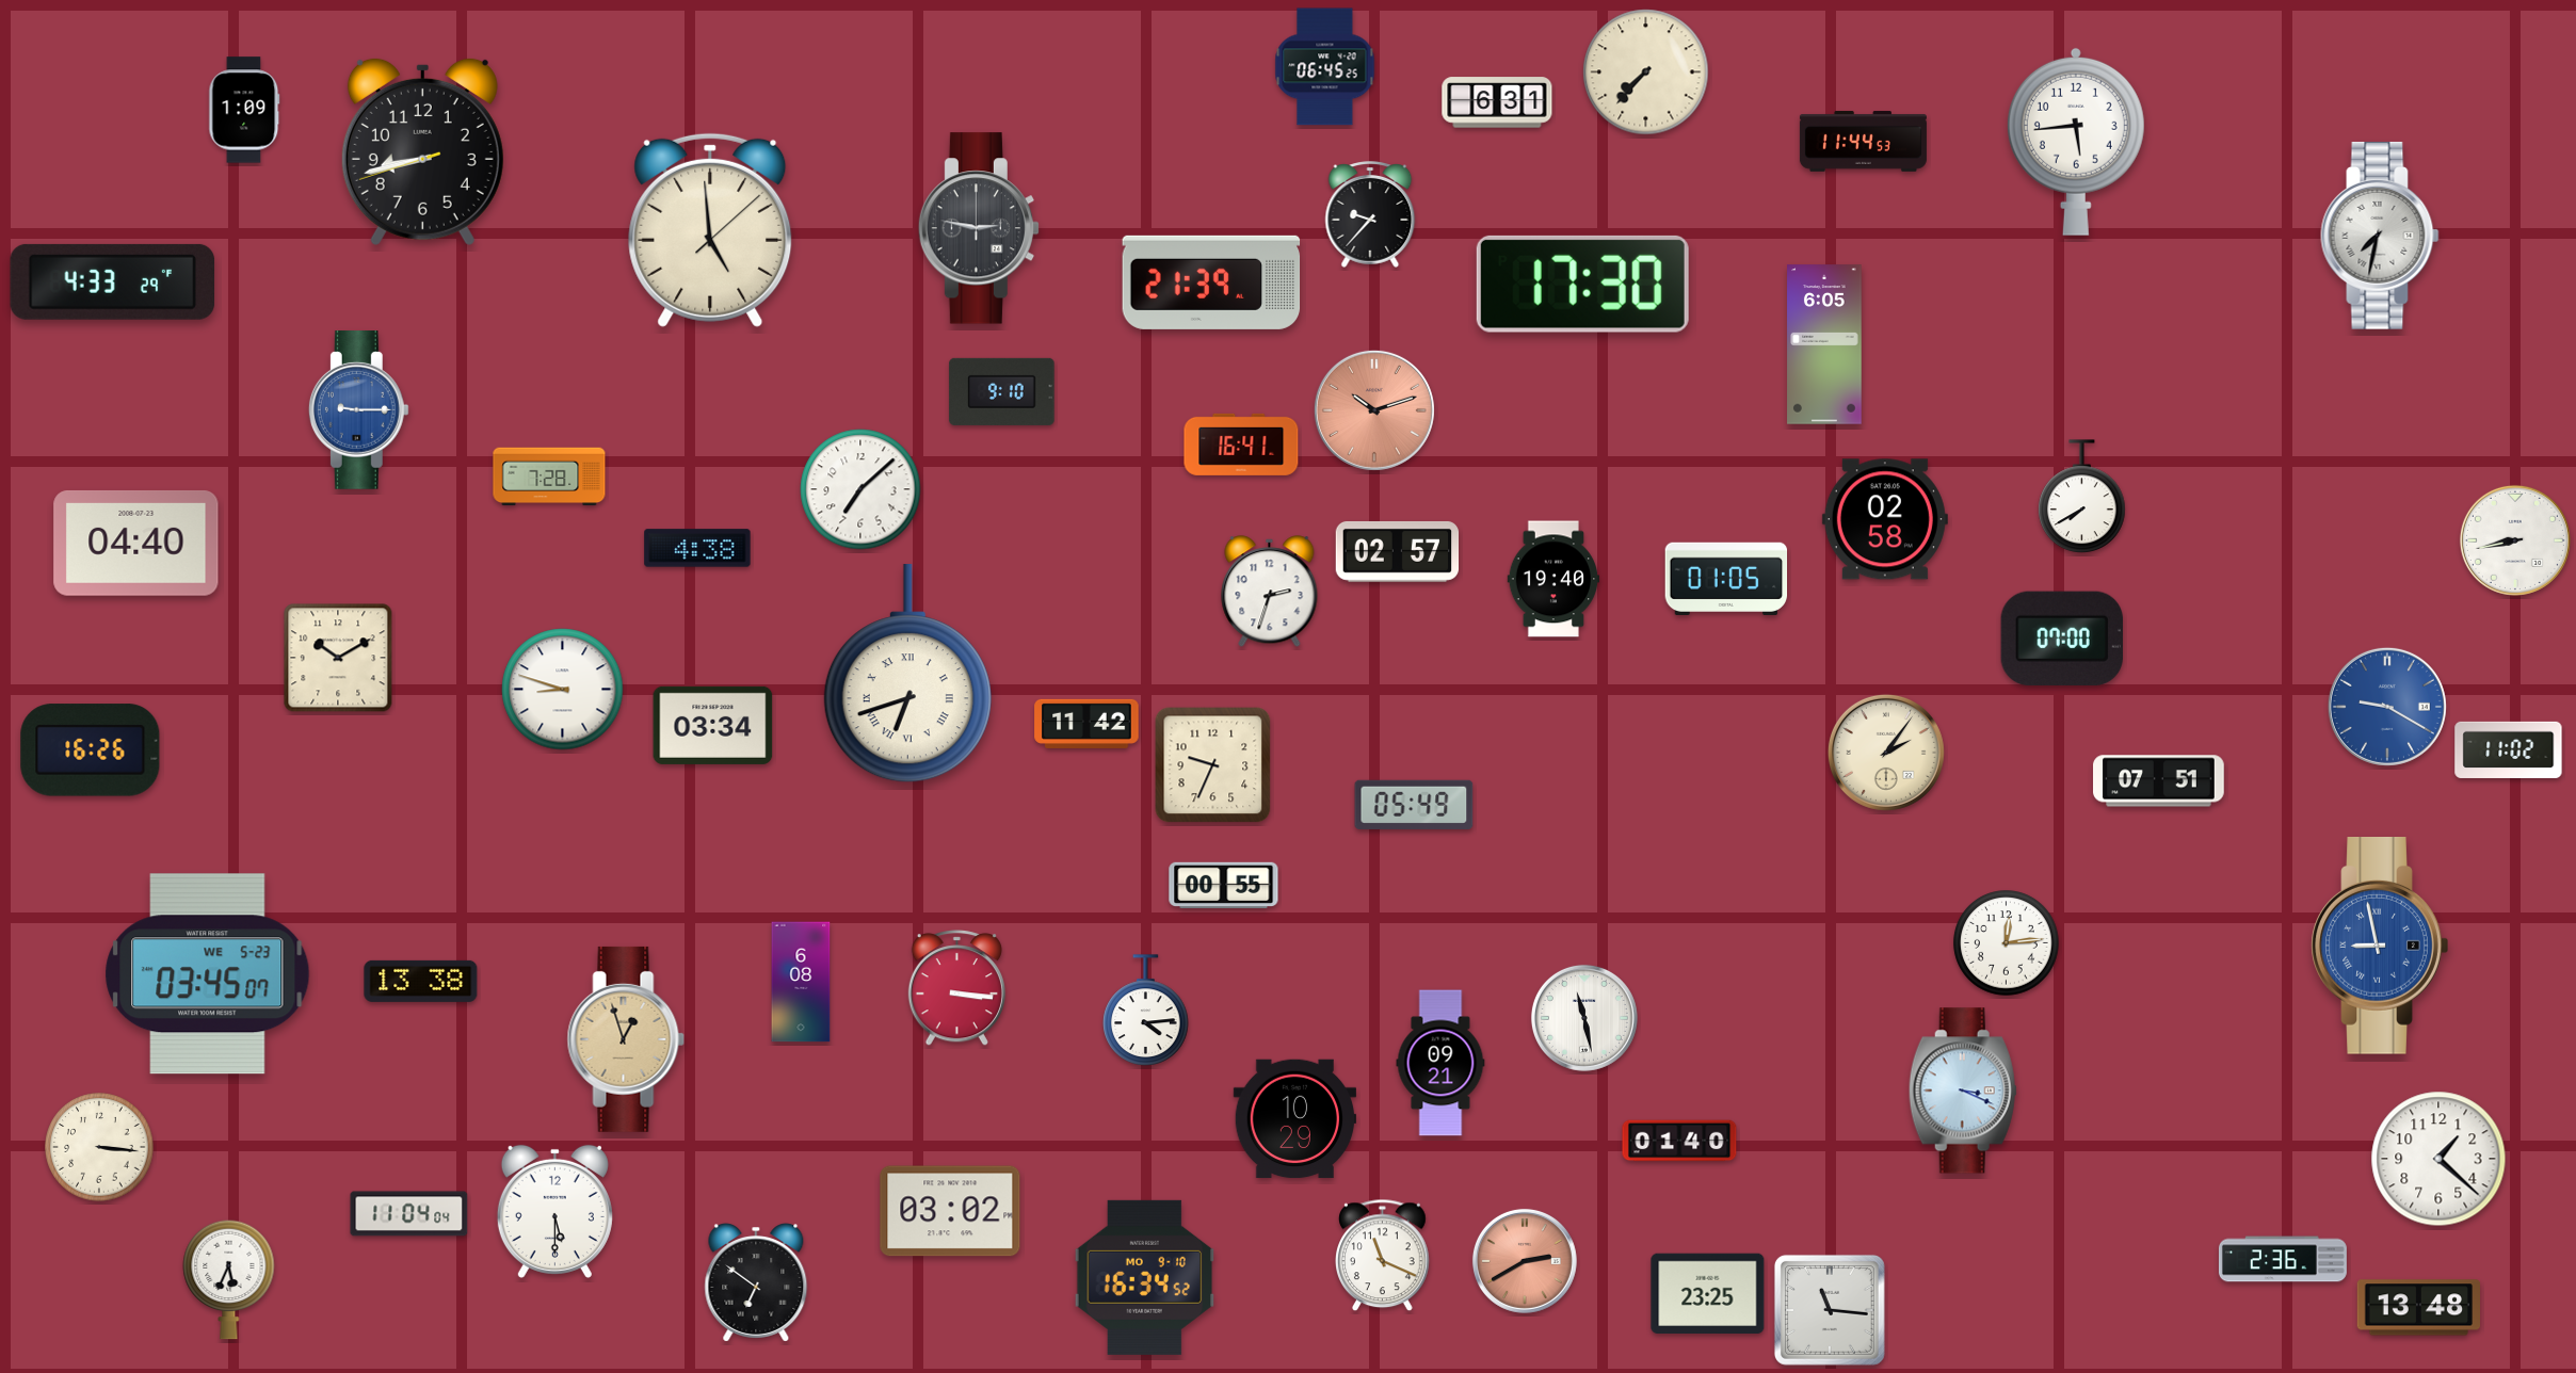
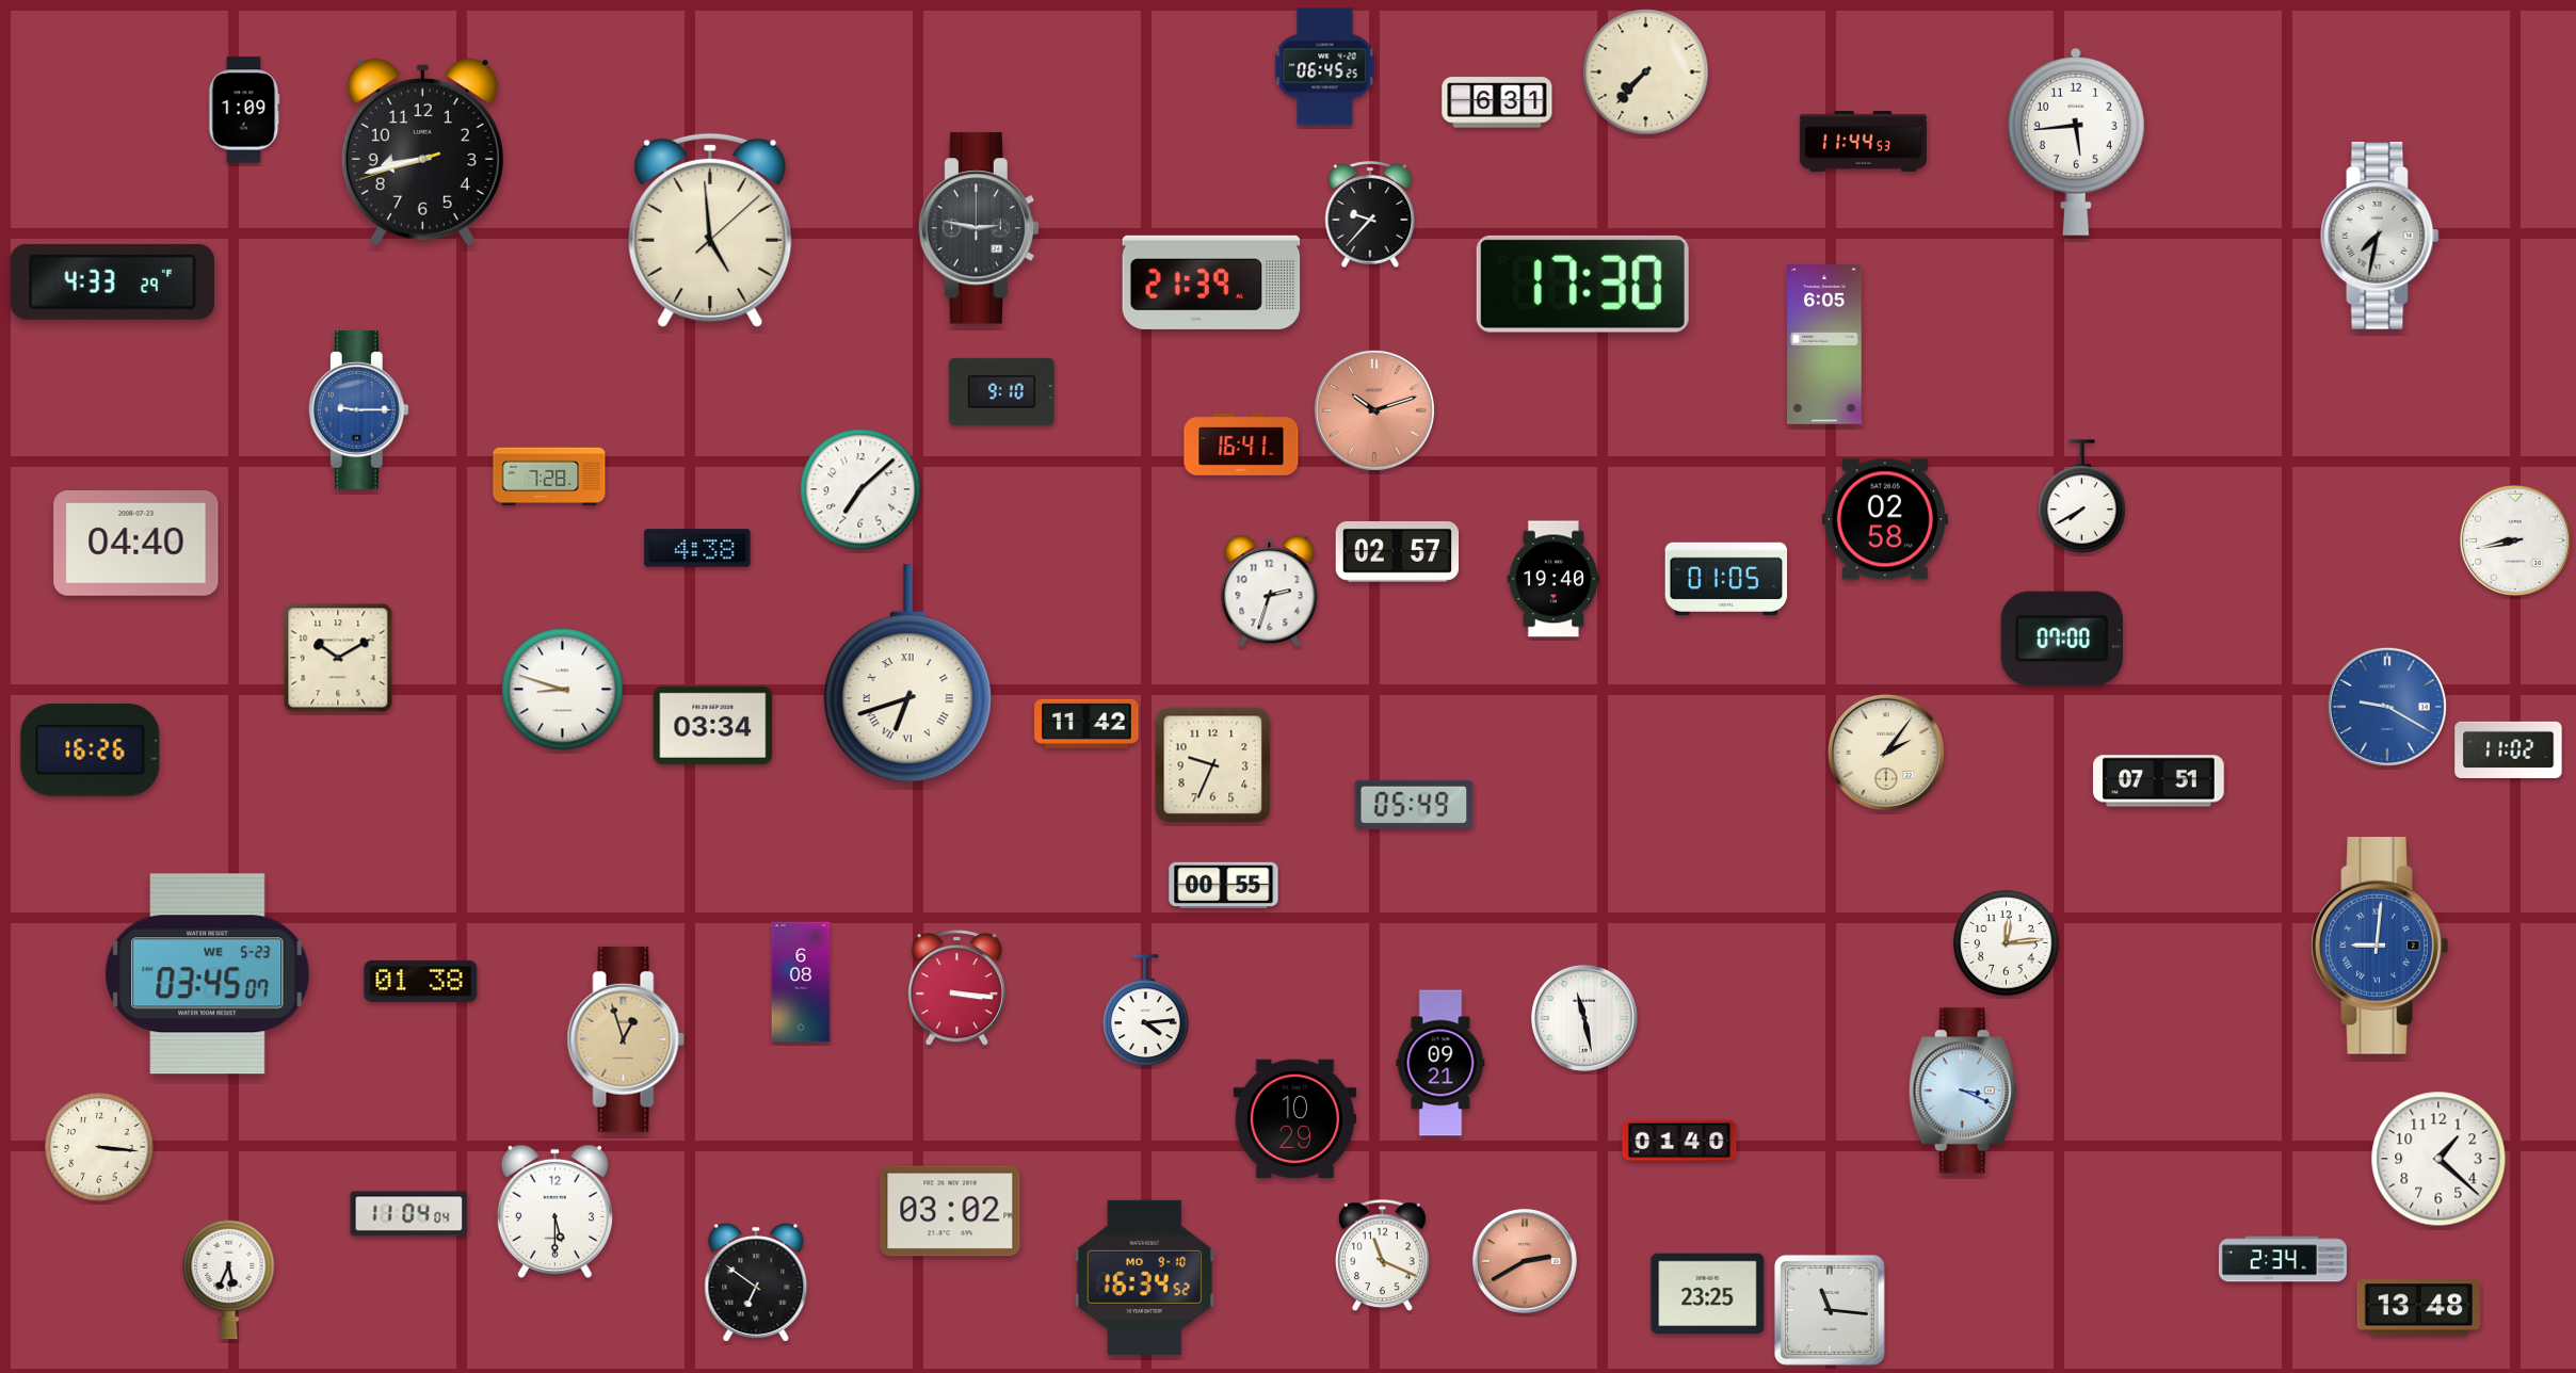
clock at (2380, 947): 8:58 -> 9:01
clock at (421, 981): 13:38 -> 01:38
clock at (2283, 1259): 2:36 -> 2:34
